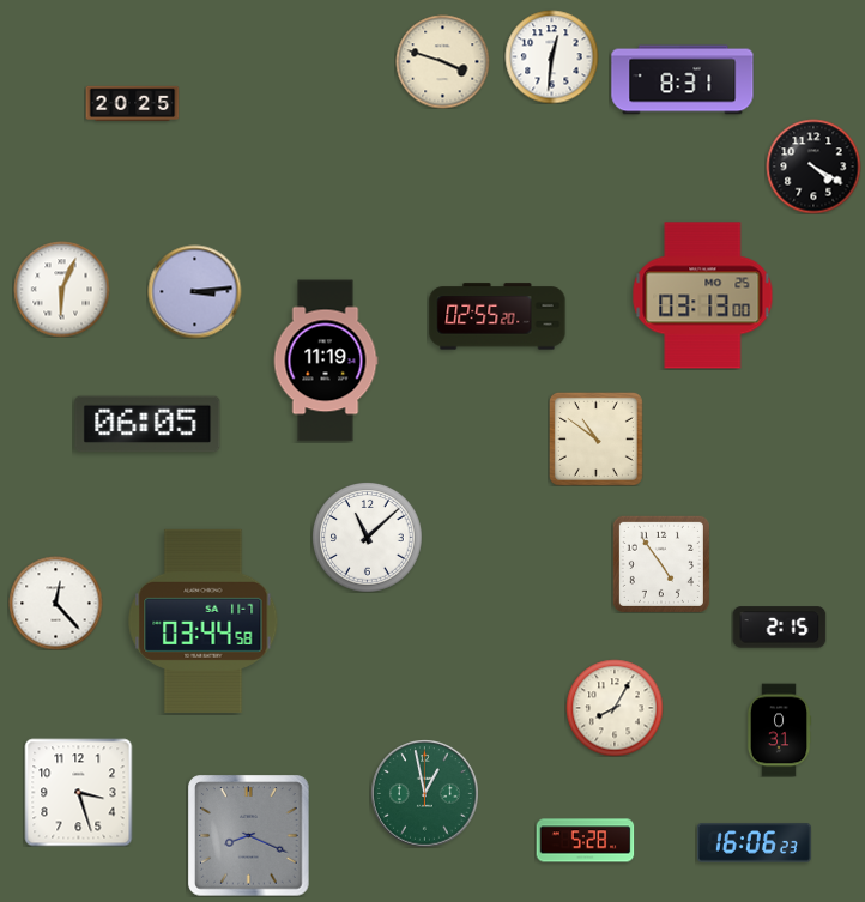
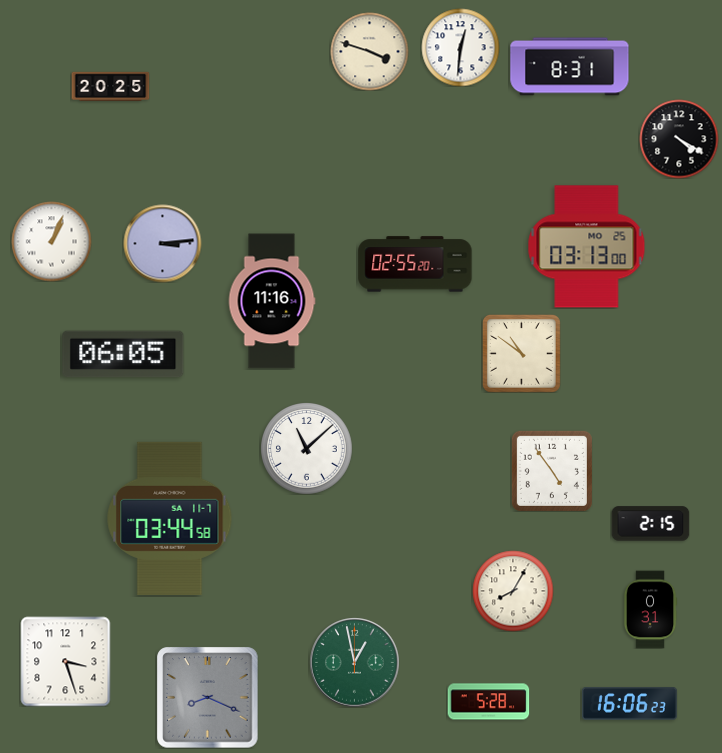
clock at (61, 289): 6:04 -> 1:04
clock at (326, 361): 11:19 -> 11:16
clock at (595, 438) position: (595, 438) -> (521, 353)
clock at (55, 603): 12:23 -> none
